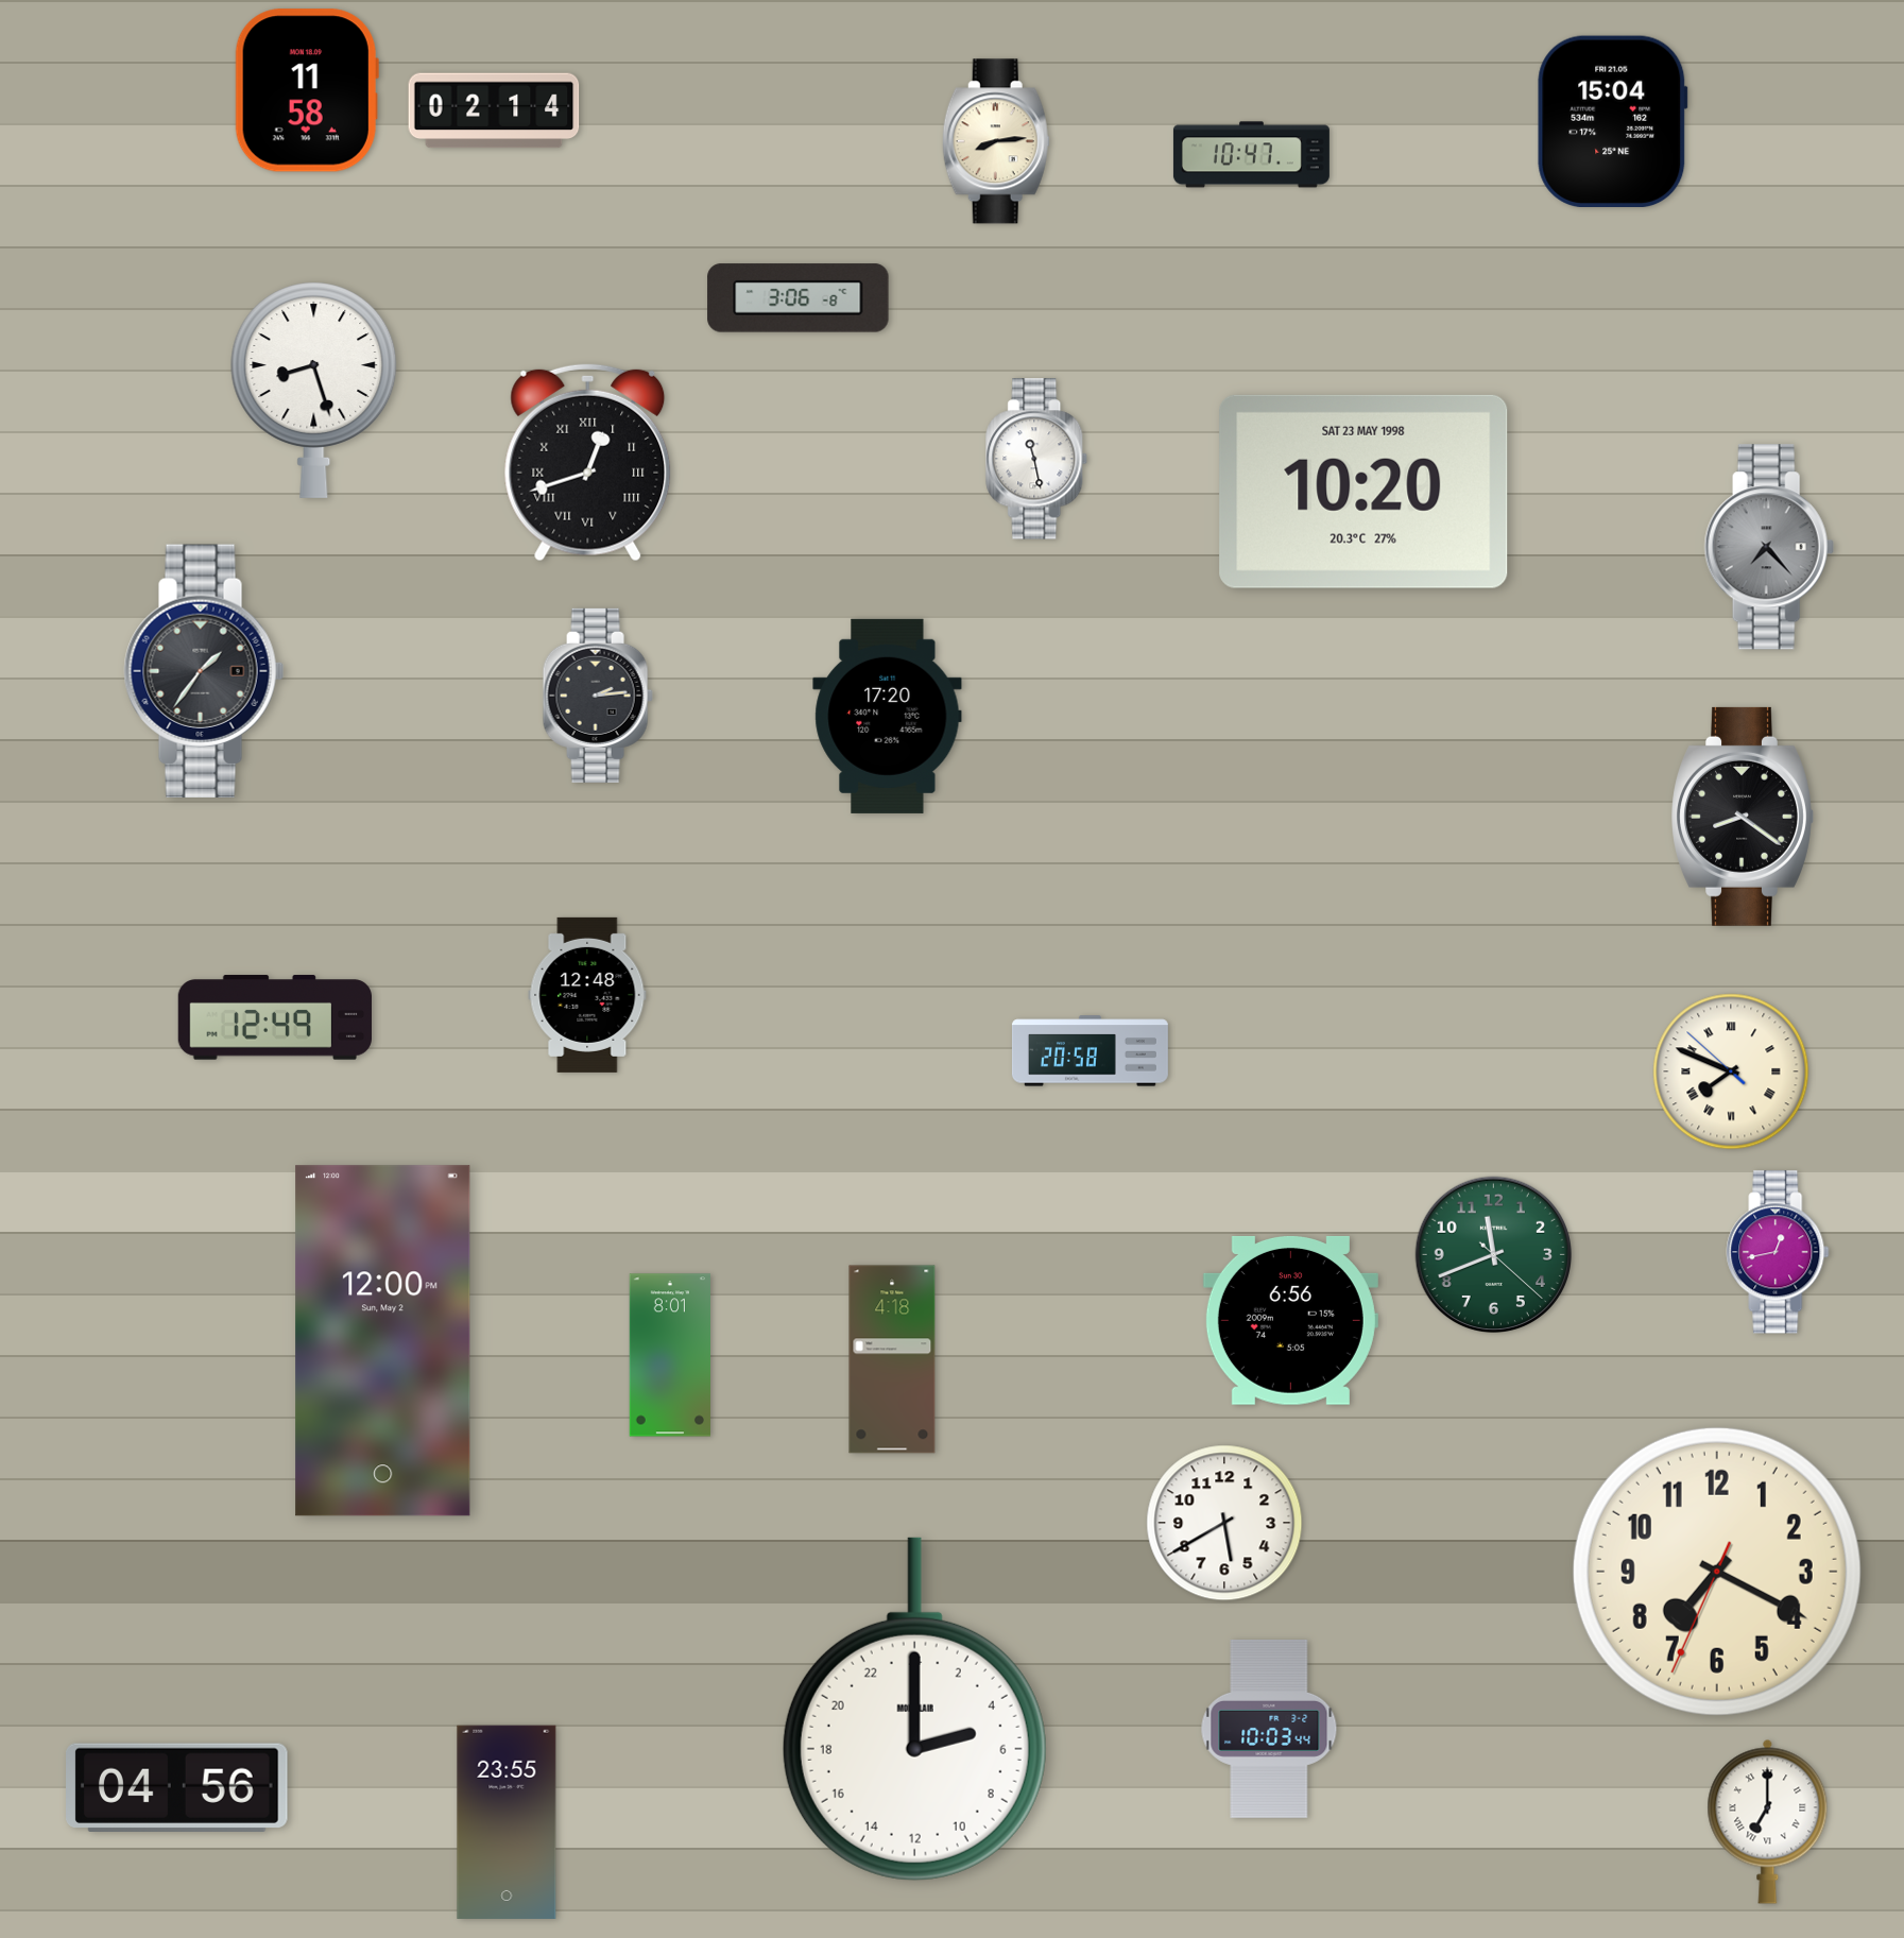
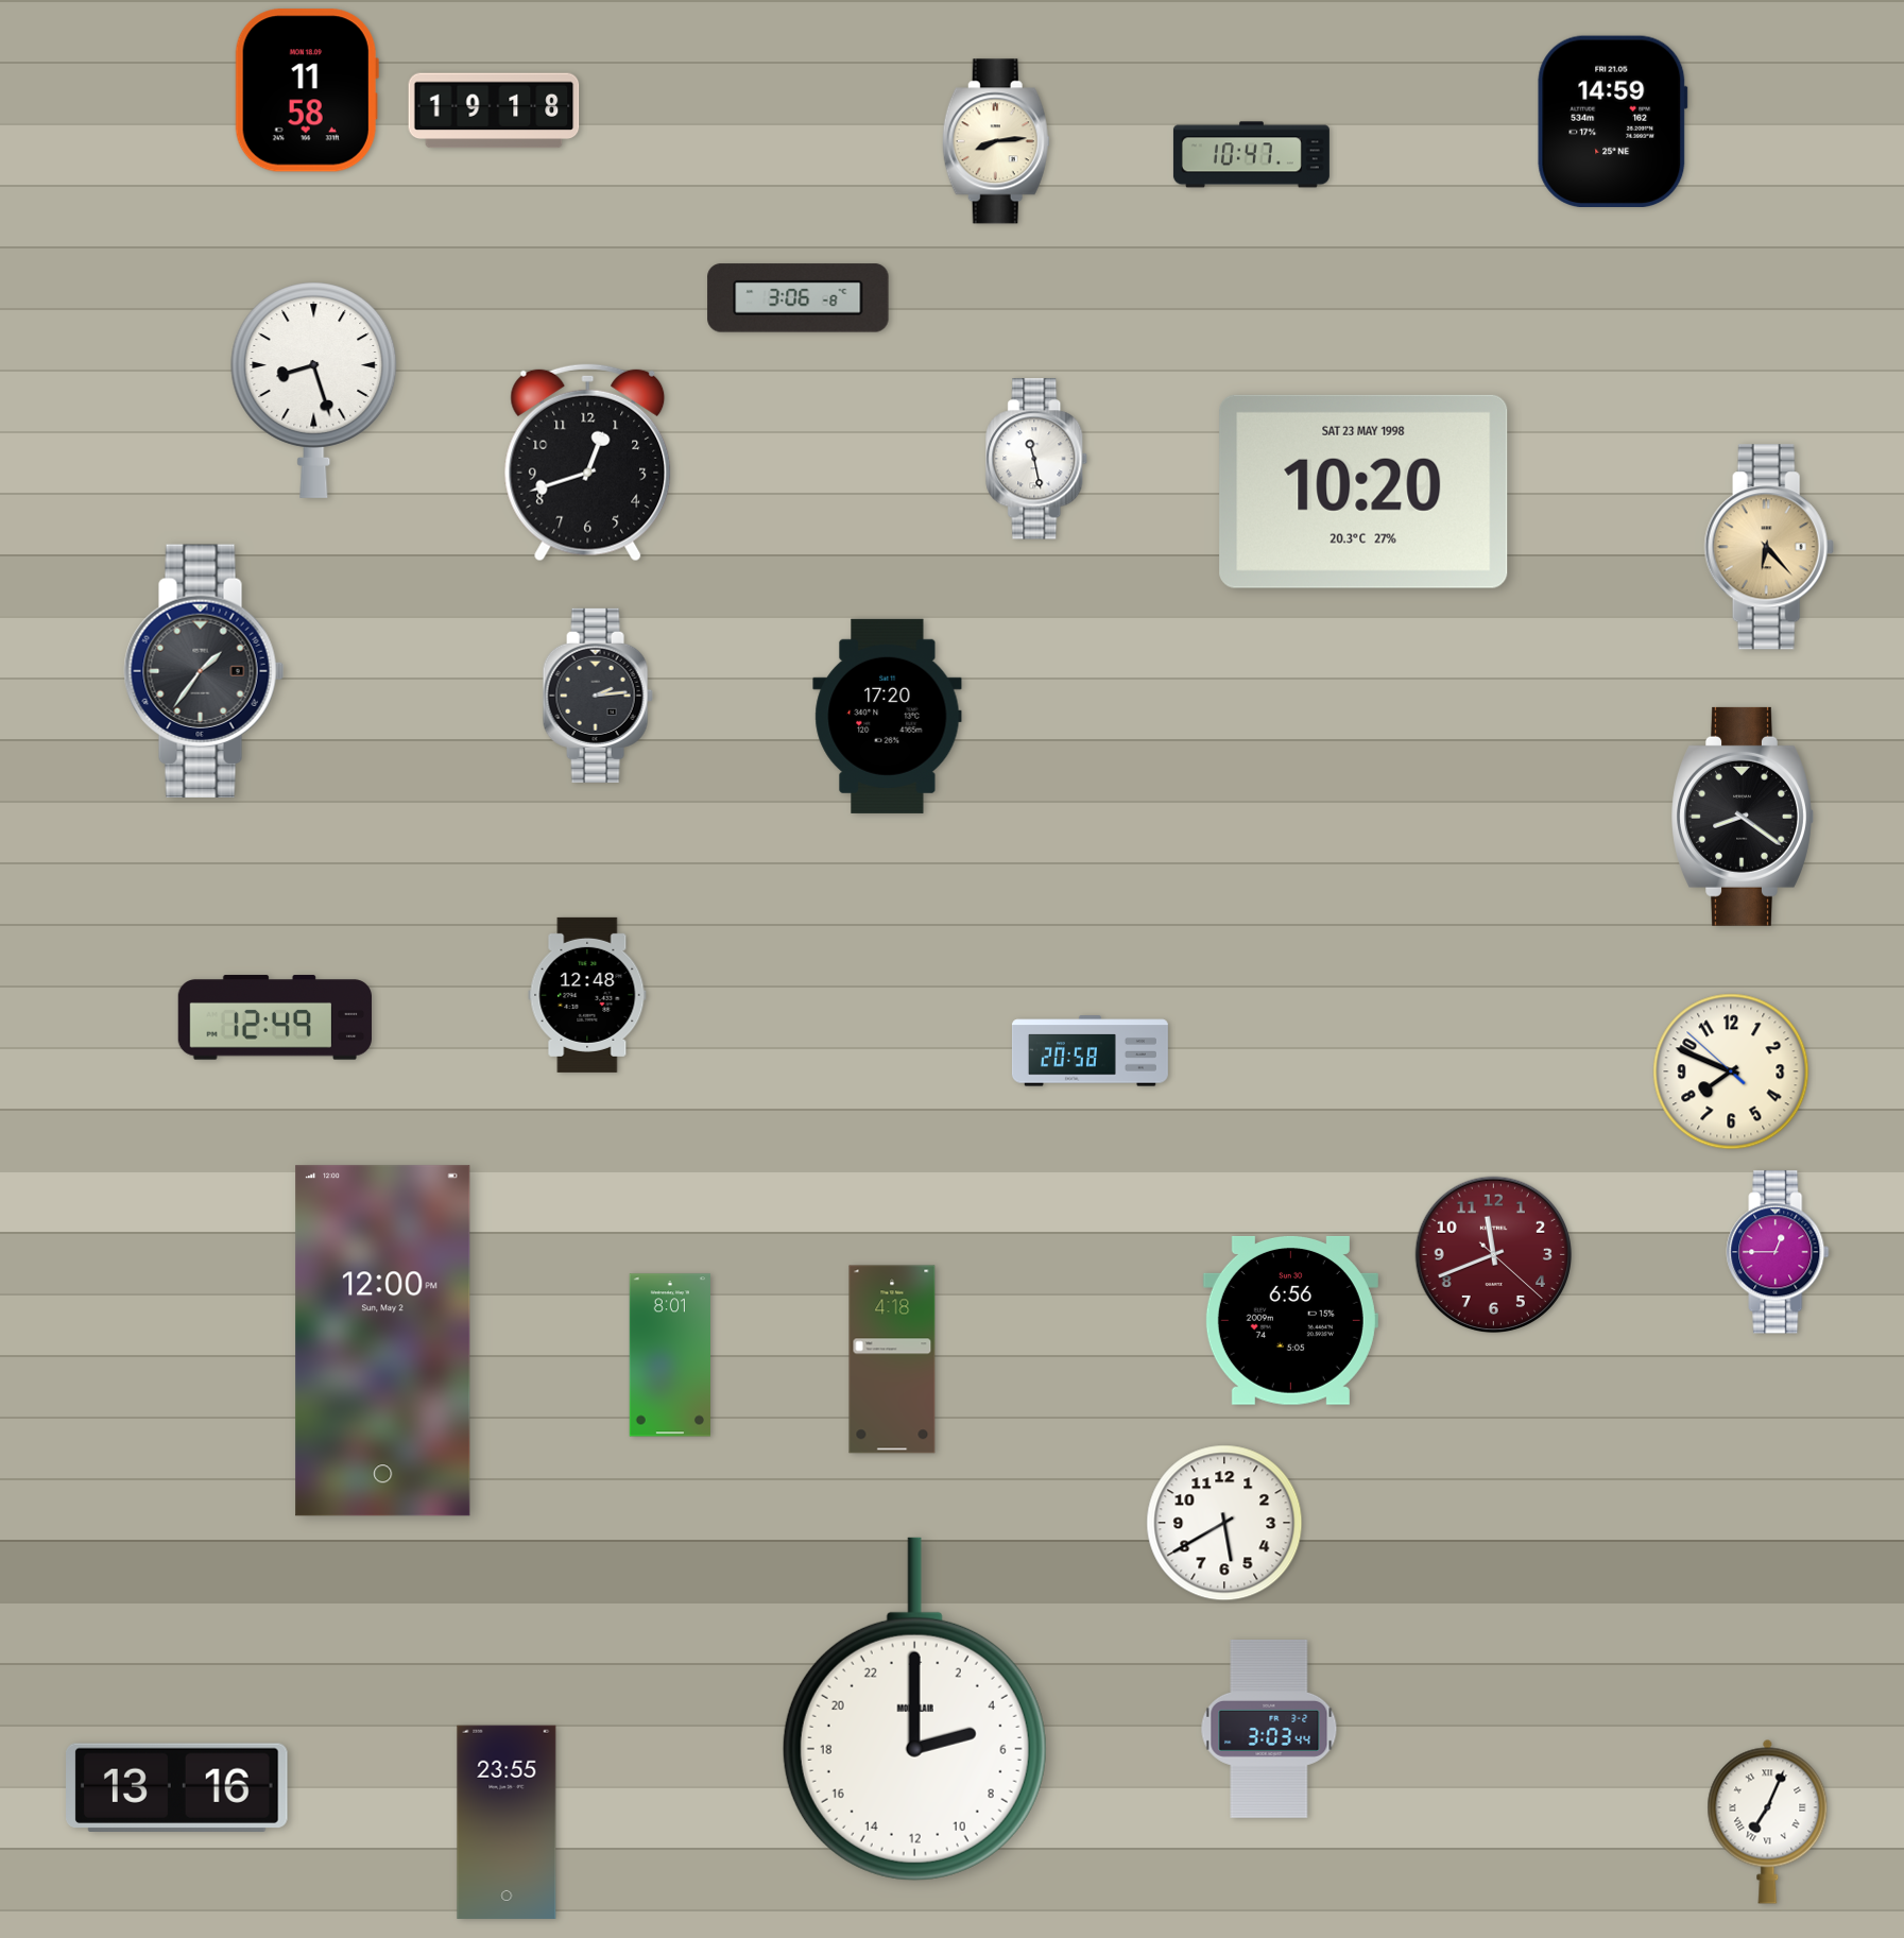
clock at (494, 110): 02:14 -> 19:18
clock at (1613, 121): 15:04 -> 14:59
clock at (588, 462) numerals: Roman -> Arabic
clock at (1769, 547): 7:23 -> 6:23
clock at (1769, 547) dial: grey -> champagne
clock at (1731, 1071) numerals: Roman -> Arabic
clock at (1778, 1252): 12:43 -> 12:45
clock at (1493, 1254) dial: green -> burgundy
clock at (1717, 1572): 7:19 -> none
clock at (1269, 1730): 10:03 -> 3:03
clock at (177, 1787): 04:56 -> 13:16
clock at (1768, 1821): 7:00 -> 7:04
